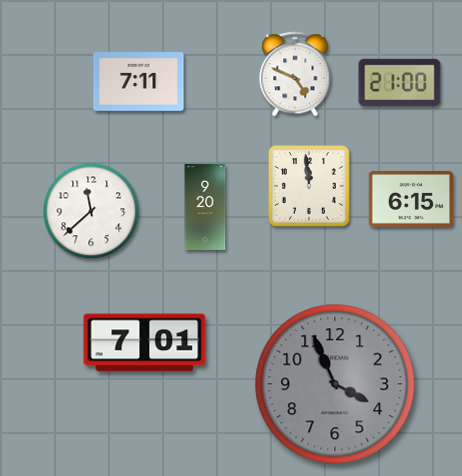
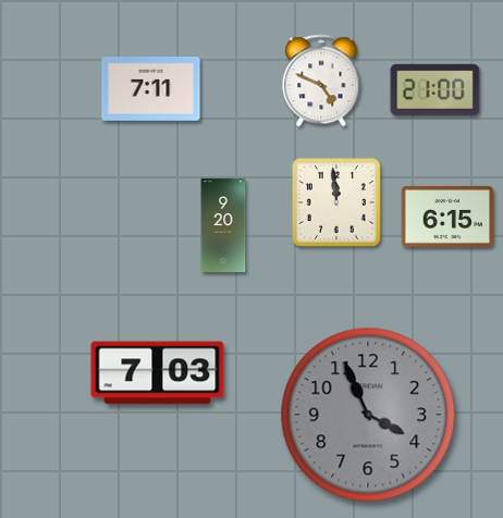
clock at (91, 211): 11:38 -> none
clock at (145, 343): 7:01 -> 7:03
clock at (335, 384) position: (335, 384) -> (368, 415)
